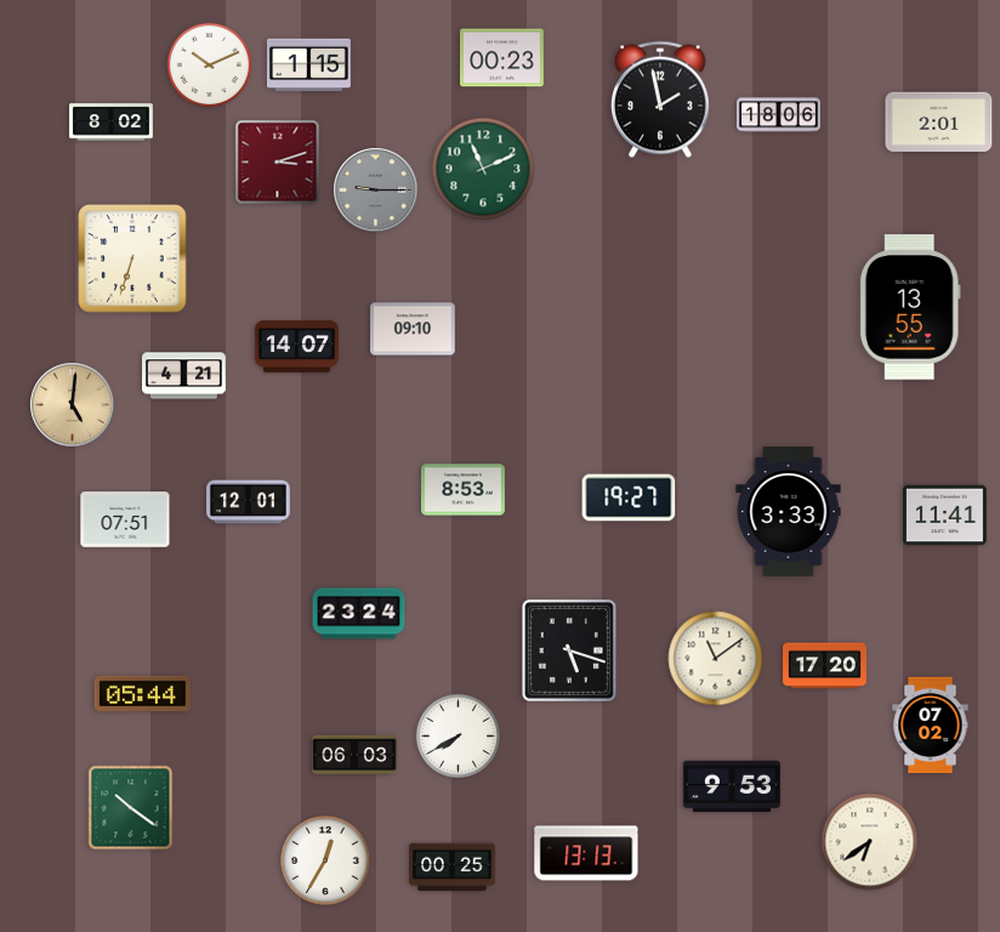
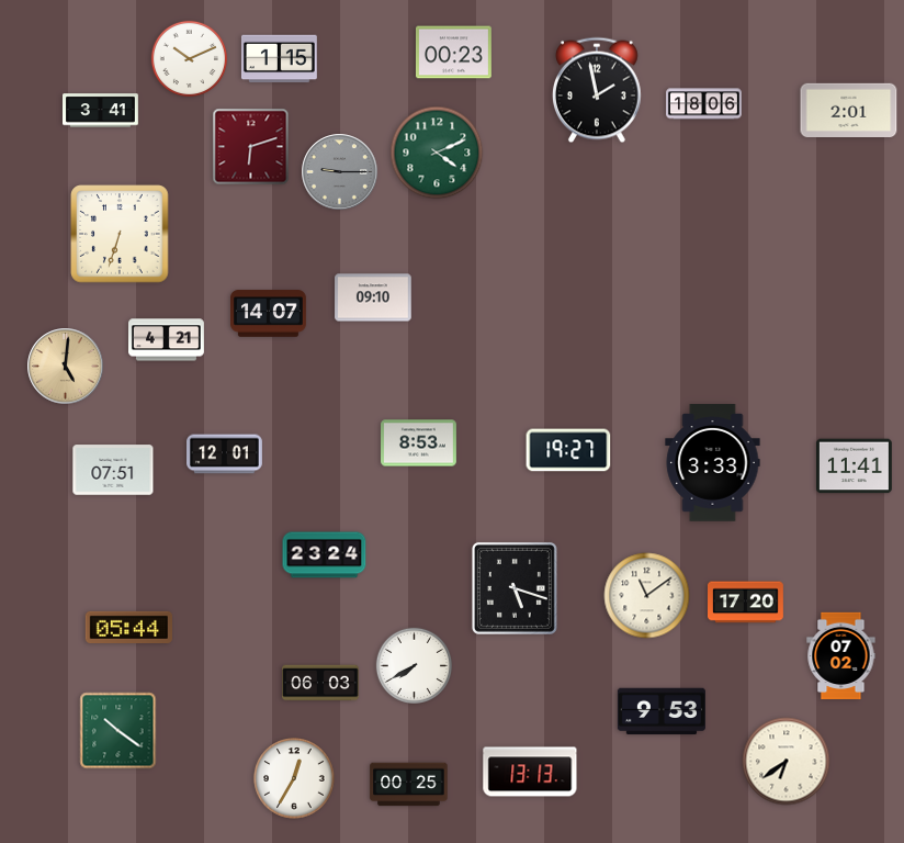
clock at (112, 123): 8:02 -> 3:41
clock at (278, 163): 3:12 -> 6:12
clock at (483, 169): 11:11 -> 4:11
clock at (910, 307): 13:55 -> none
